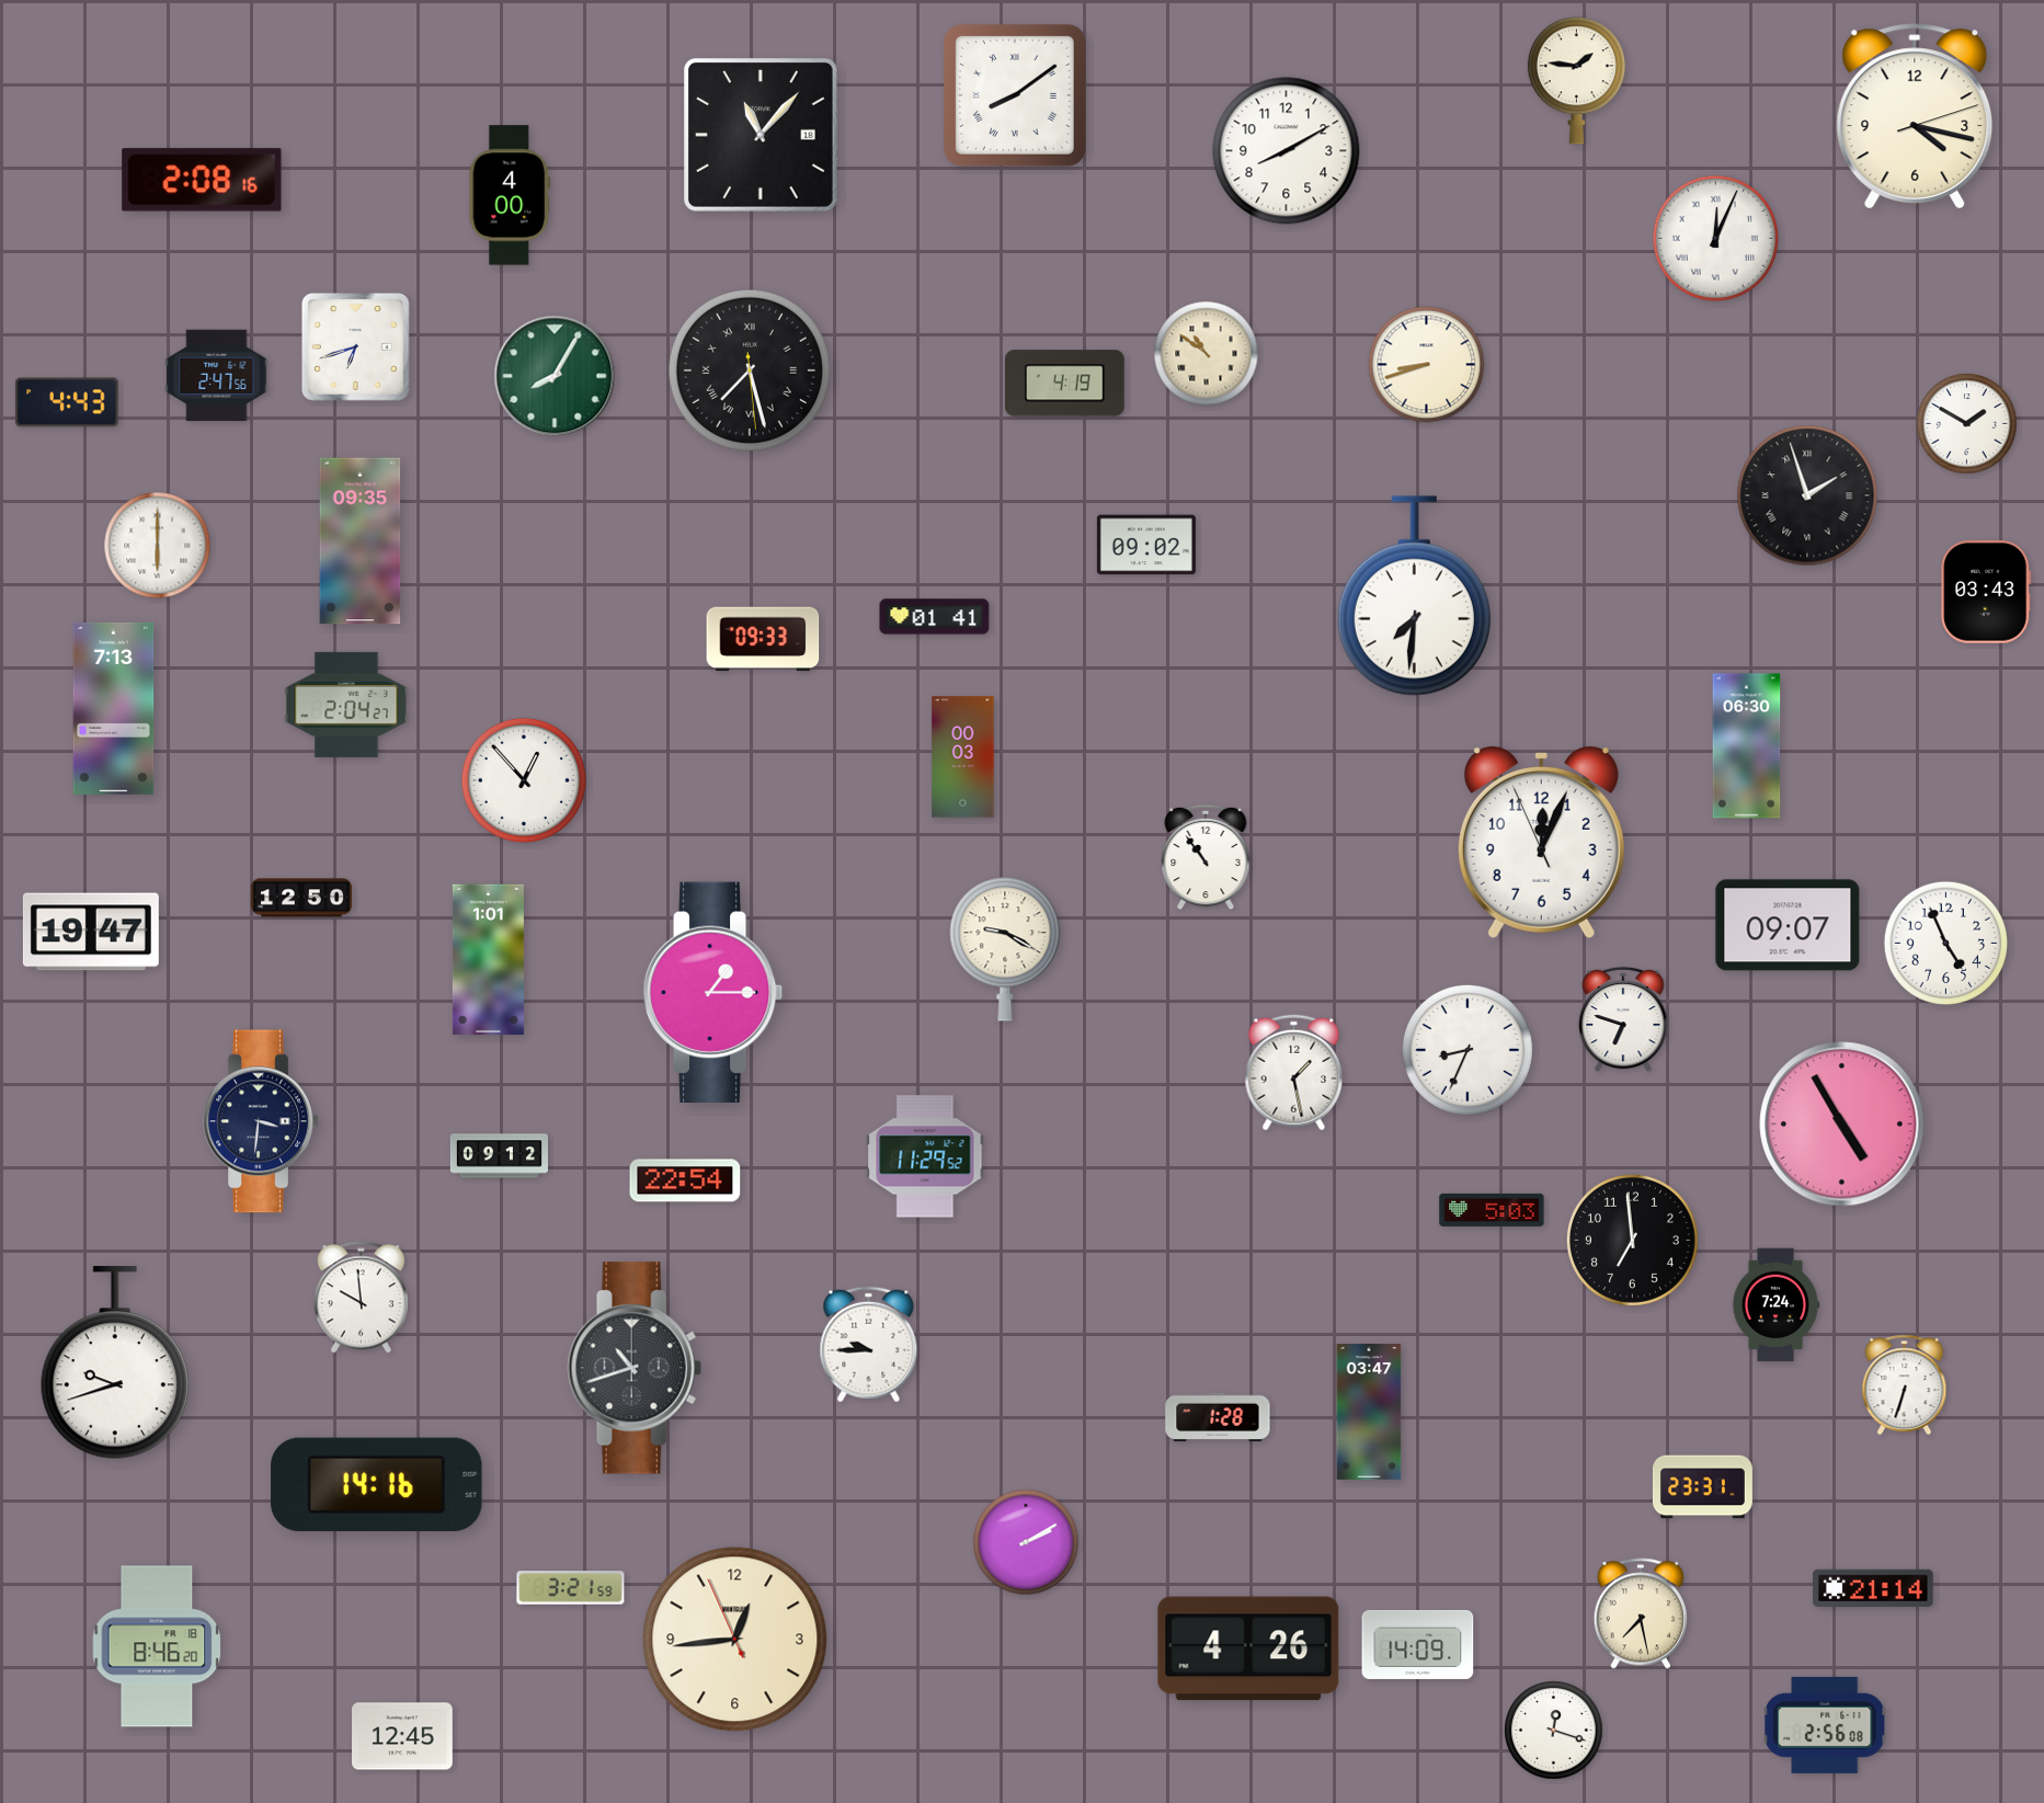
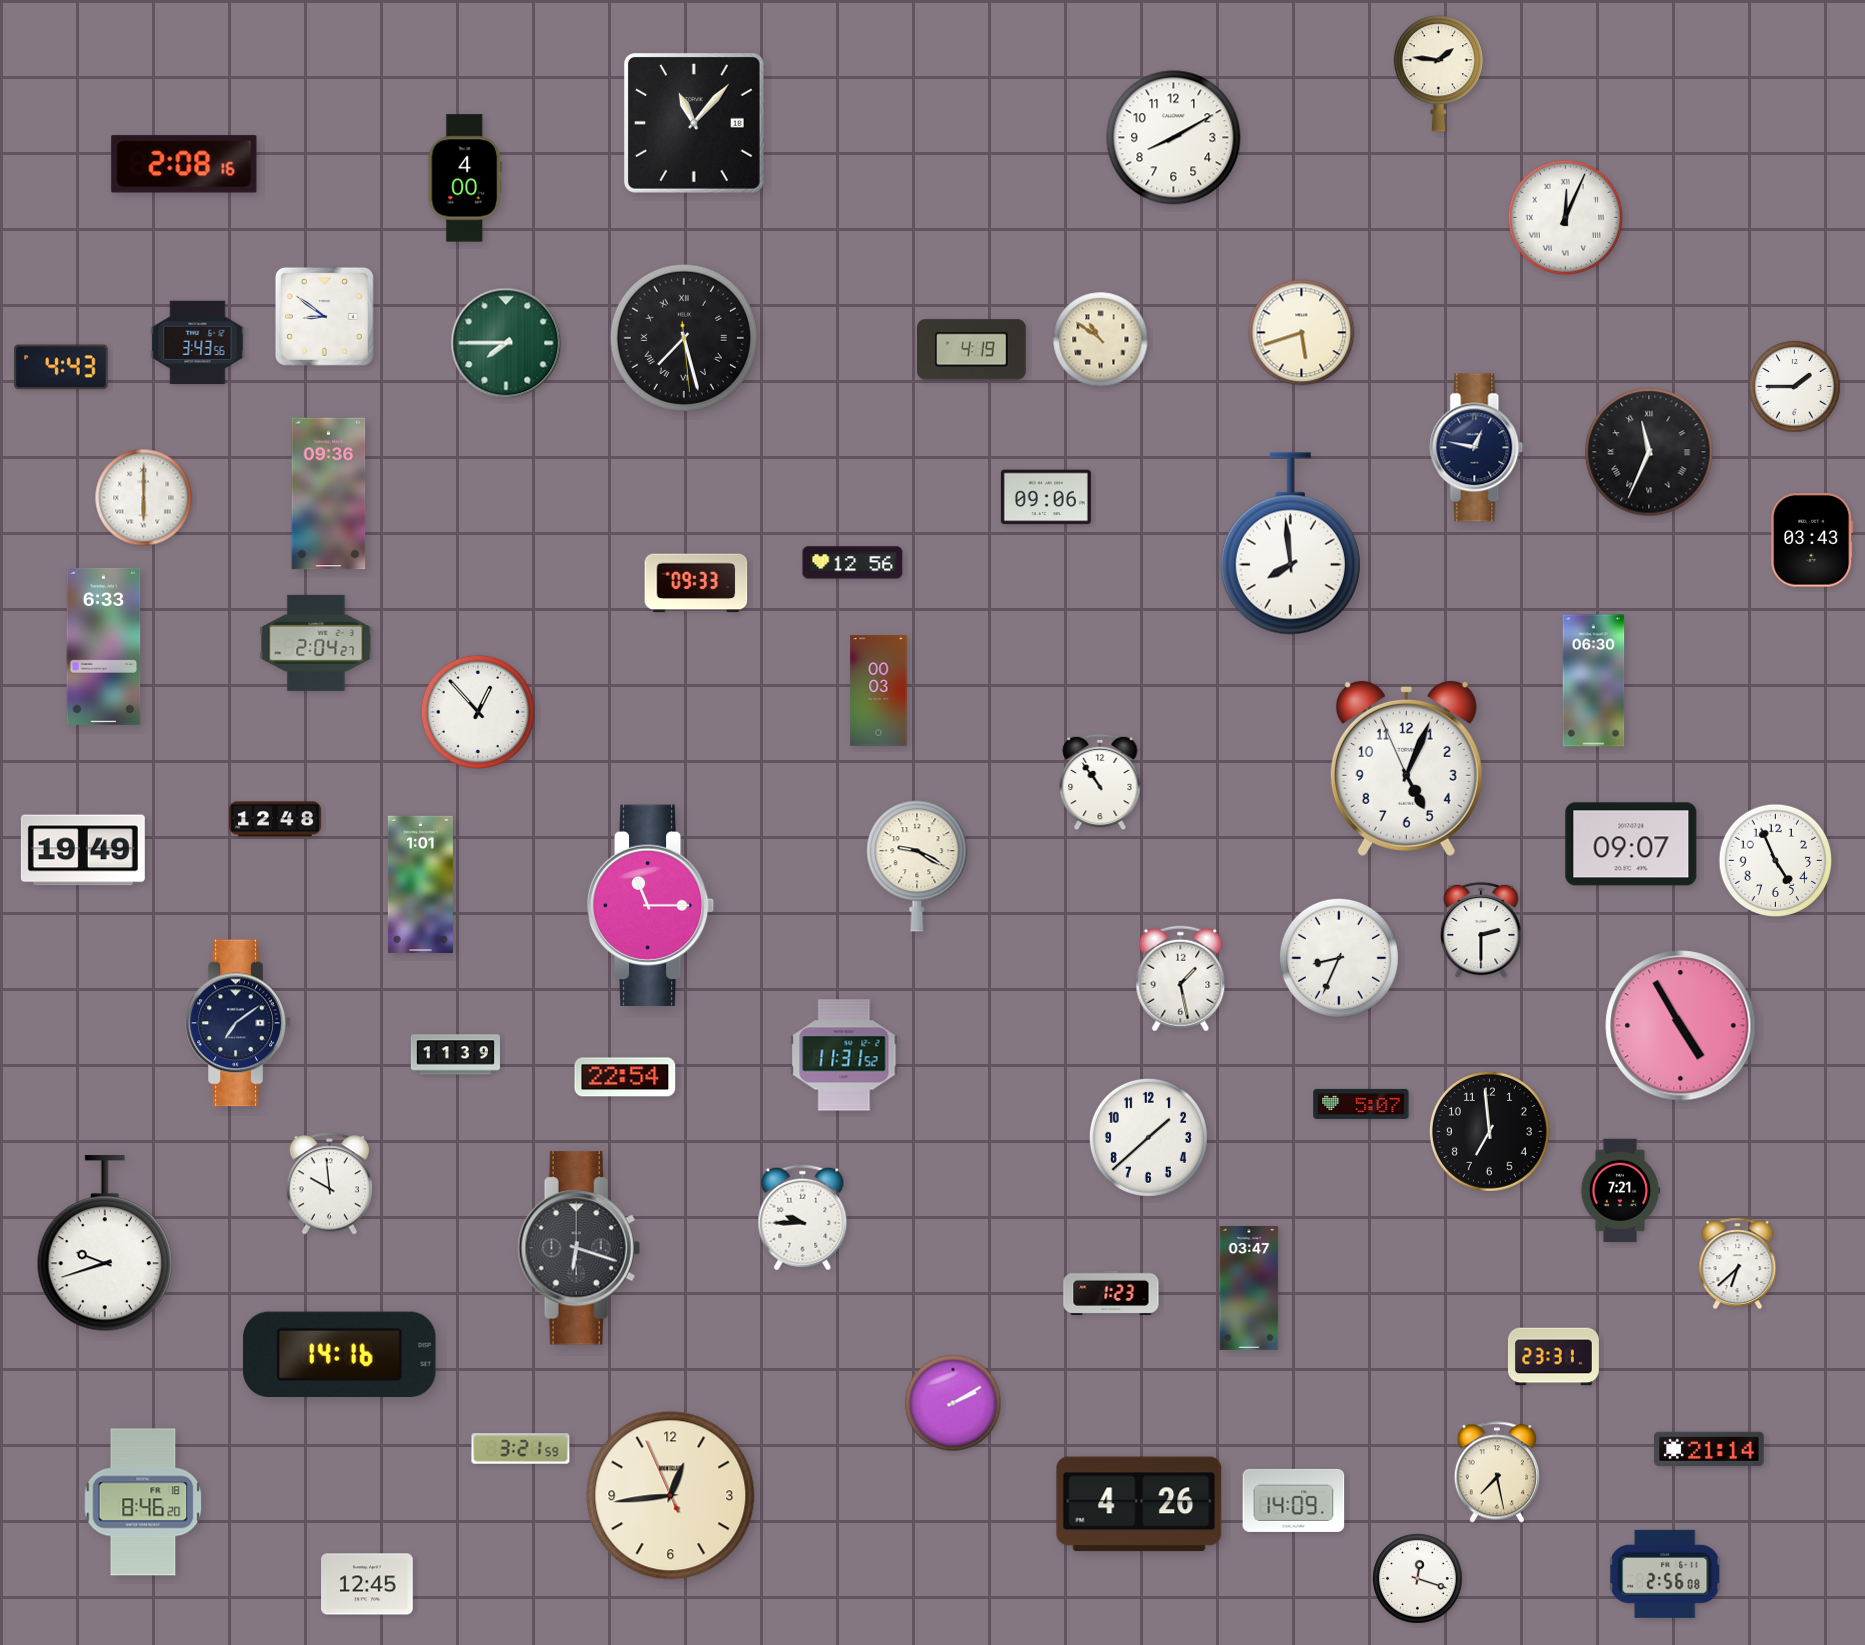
clock at (1015, 95): 8:09 -> none
clock at (1915, 116): 4:17 -> none
clock at (355, 346): 6:42 -> 8:51
clock at (1207, 354) position: (1207, 354) -> (1101, 340)
clock at (1427, 365): 8:42 -> 5:42
clock at (217, 376): 2:47 -> 3:43
clock at (555, 376): 8:05 -> 7:45
clock at (1967, 424): 1:50 -> 1:45
clock at (1477, 448): none -> 12:47
clock at (1807, 495): 1:57 -> 11:34
clock at (361, 541): 09:35 -> 09:36
clock at (1146, 545): 09:02 -> 09:06
clock at (1414, 596): 7:31 -> 7:59
clock at (935, 617): 01:41 -> 12:56
clock at (114, 708): 7:13 -> 6:33
clock at (1541, 842): 12:03 -> 5:03
clock at (301, 898): 12:50 -> 12:48
clock at (91, 932): 19:47 -> 19:49
clock at (488, 960) position: (488, 960) -> (420, 885)
clock at (713, 992): 1:15 -> 11:15
clock at (1623, 1019): 6:48 -> 2:30
clock at (261, 1121): 3:31 -> 7:09
clock at (499, 1156): 09:12 -> 11:39
clock at (925, 1156): 11:29 -> 11:31
clock at (1492, 1210): 5:03 -> 5:07
clock at (1148, 1137): none -> 1:38
clock at (1775, 1305): 7:24 -> 7:21
clock at (869, 1345) position: (869, 1345) -> (803, 1218)
clock at (635, 1368): 10:42 -> 6:18
clock at (1905, 1385): 6:33 -> 6:38
clock at (1218, 1416): 1:28 -> 1:23
clock at (377, 1484) position: (377, 1484) -> (340, 1354)
clock at (1026, 1542) position: (1026, 1542) -> (953, 1403)
